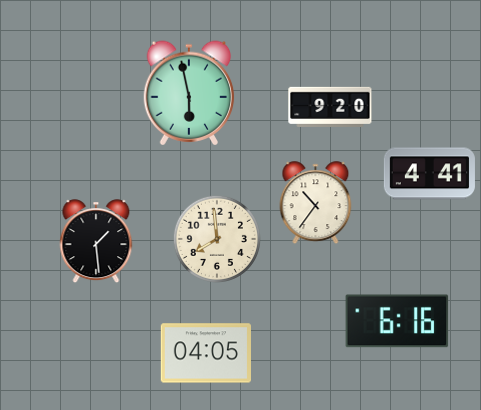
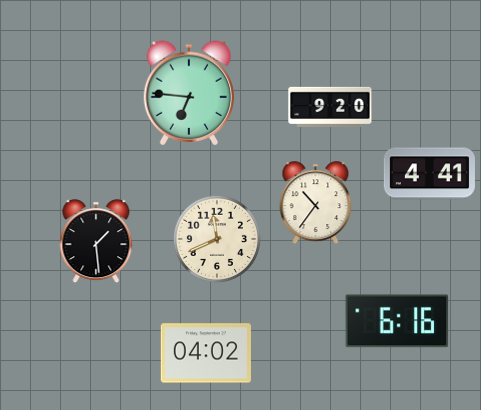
clock at (189, 93): 5:58 -> 6:46
clock at (217, 239): 7:59 -> 11:41
clock at (205, 353): 04:05 -> 04:02
